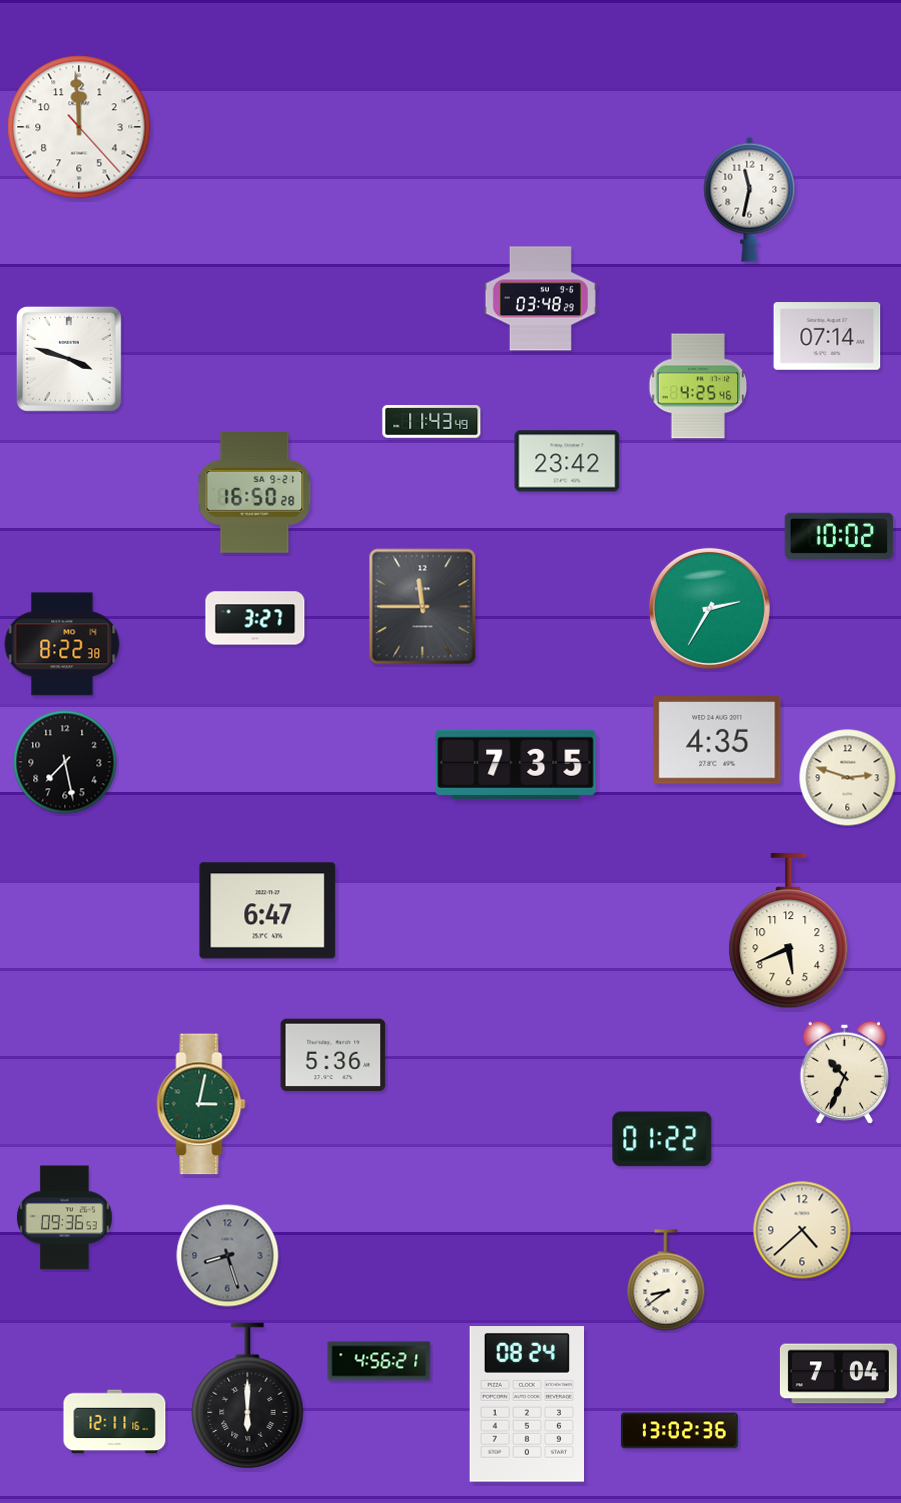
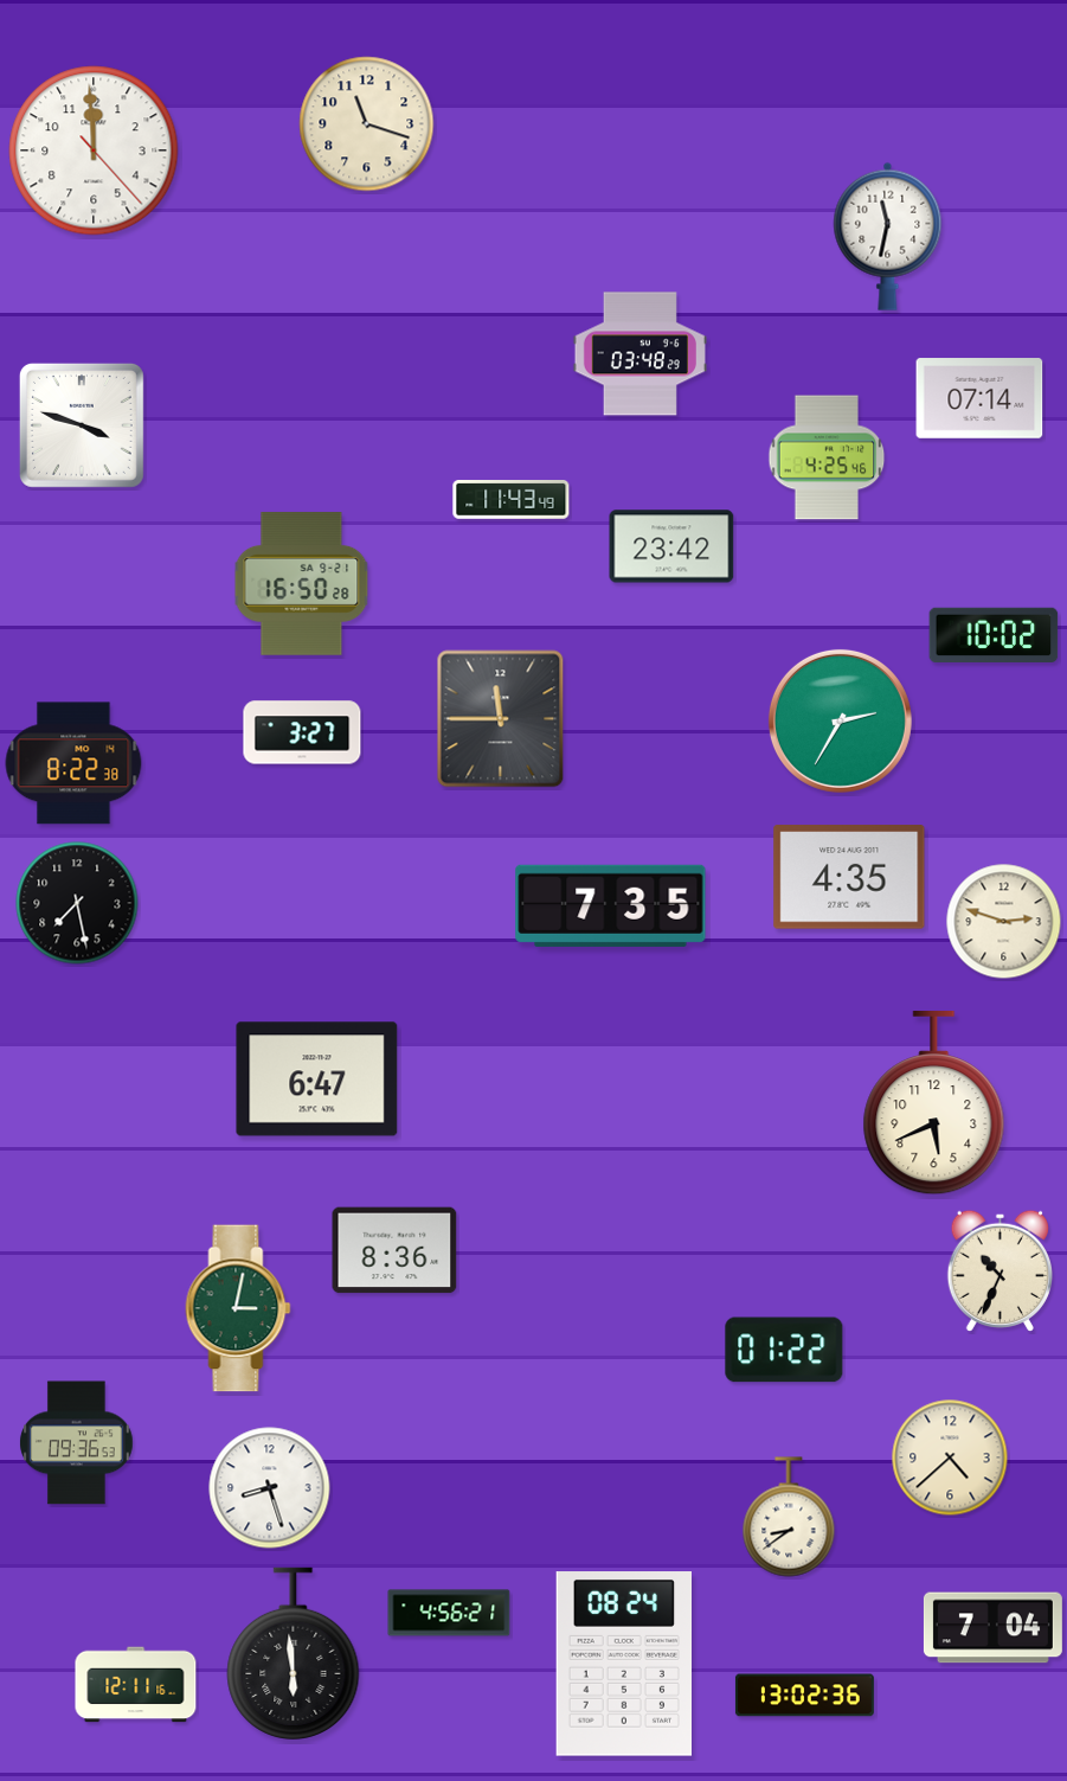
clock at (367, 124): none -> 11:18
clock at (333, 1055): 5:36 -> 8:36
clock at (228, 1256) dial: grey -> white
clock at (248, 1395): 6:00 -> 5:59
